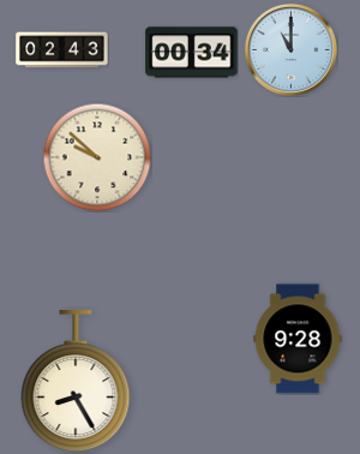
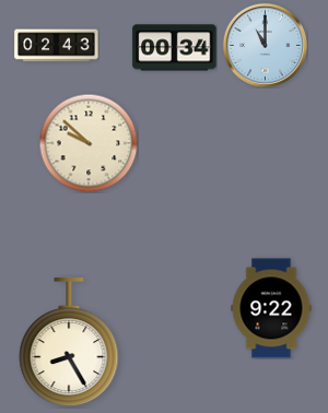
clock at (298, 339): 9:28 -> 9:22
clock at (76, 382) position: (76, 382) -> (69, 343)
